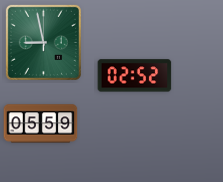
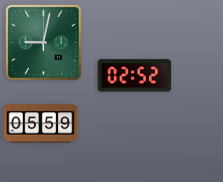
clock at (43, 42): 8:58 -> 9:02
